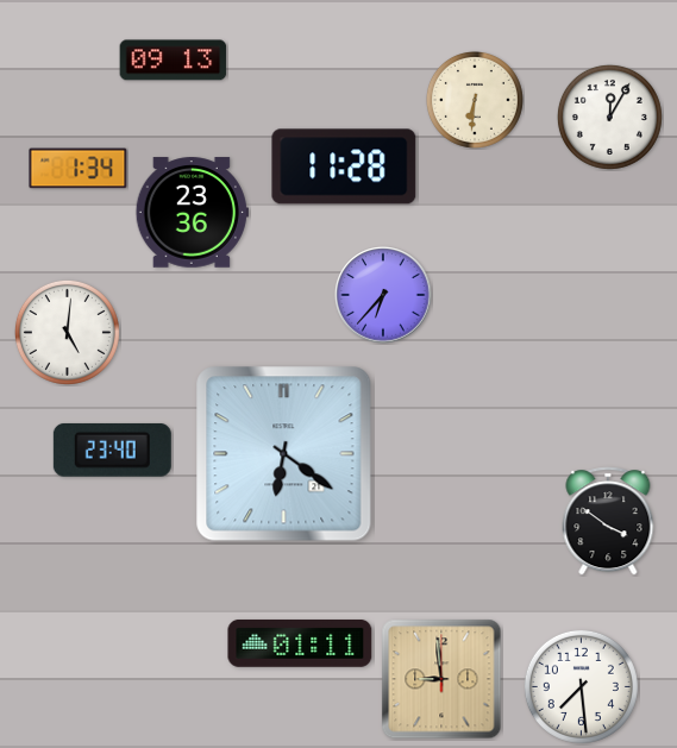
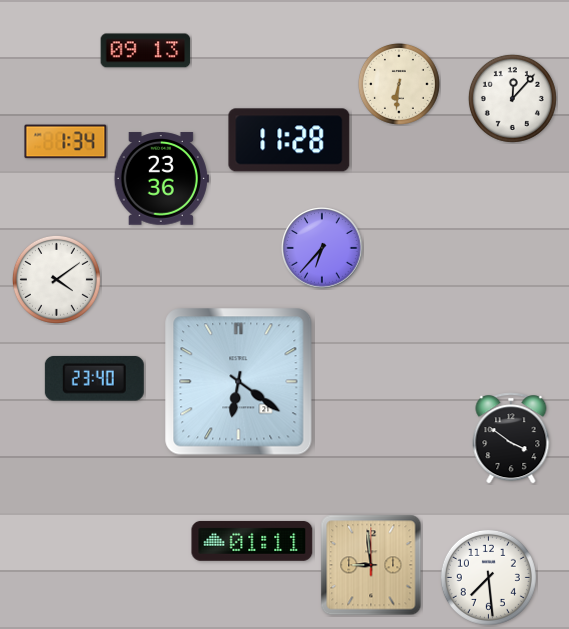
clock at (609, 117): 12:05 -> 12:07
clock at (67, 332): 5:01 -> 4:09
clock at (441, 679) position: (441, 679) -> (371, 565)
